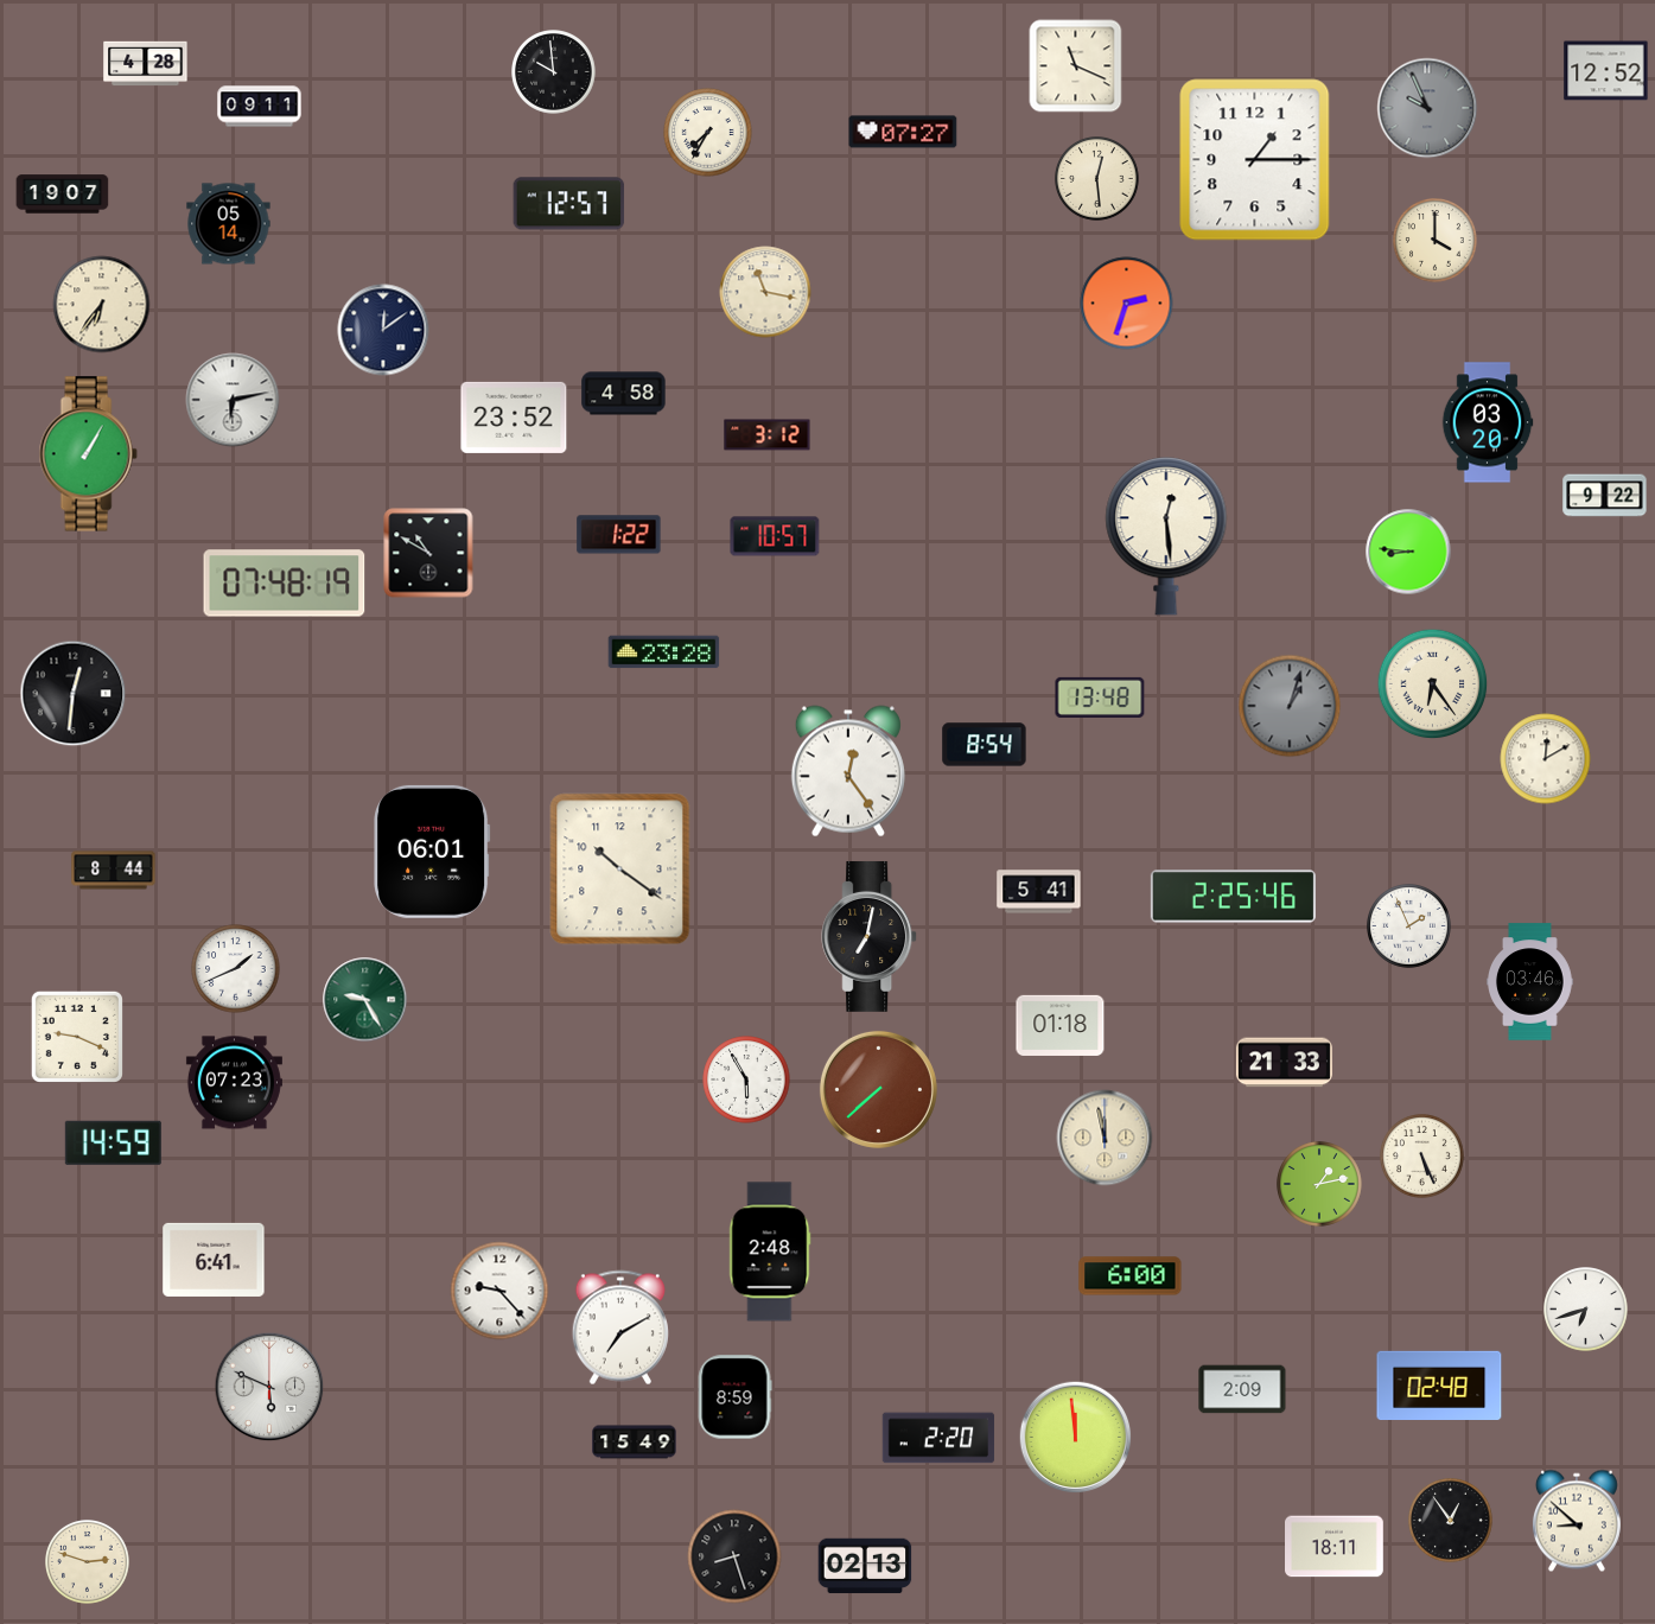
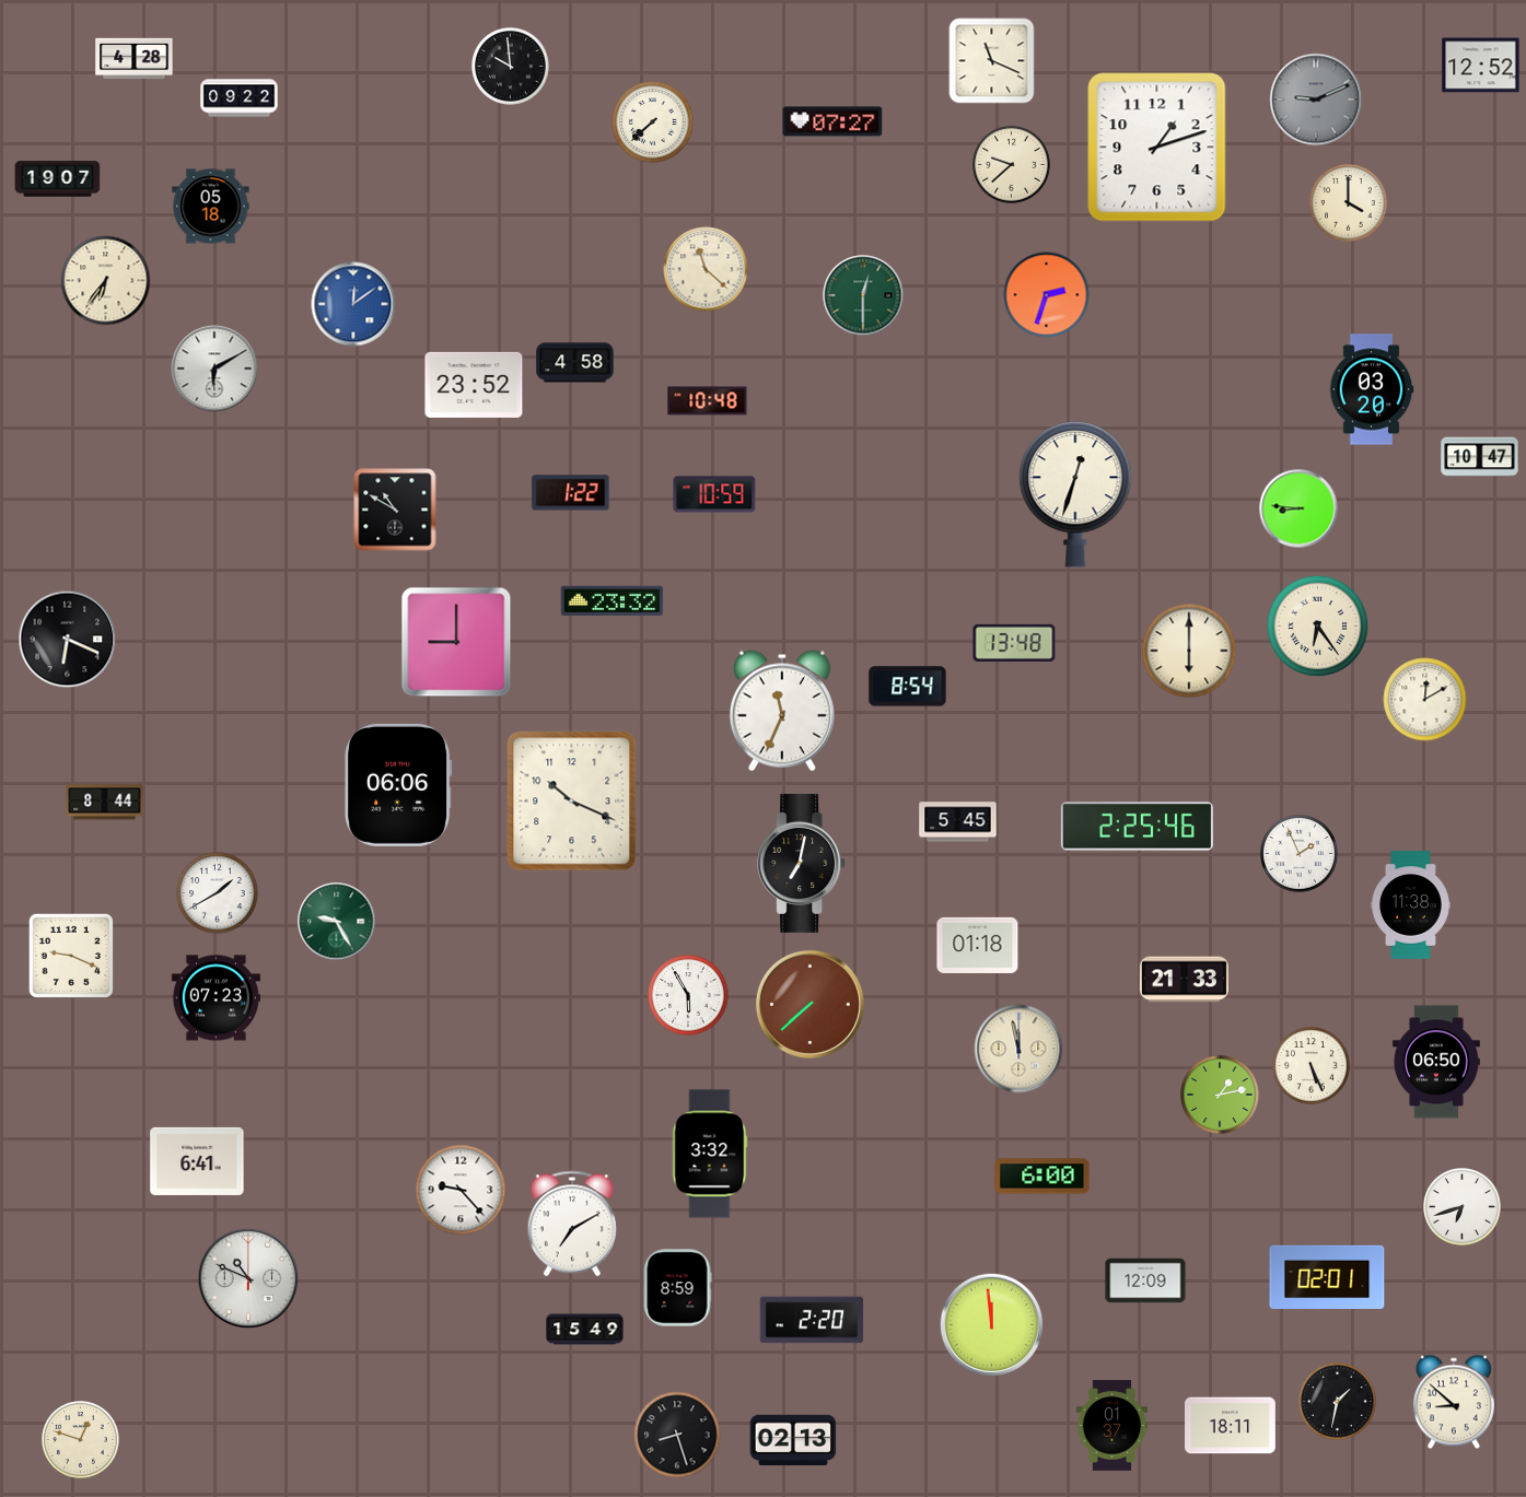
clock at (260, 107): 09:11 -> 09:22
clock at (1427, 108): 9:56 -> 9:11
clock at (708, 133): 7:35 -> 7:38
clock at (1255, 160): 1:15 -> 1:12
clock at (1097, 179): 12:29 -> 9:38
clock at (569, 204): 12:57 -> none
clock at (229, 224): 05:14 -> 05:18
clock at (1436, 241) position: (1436, 241) -> (1349, 203)
clock at (765, 292): 11:17 -> 11:22
clock at (1127, 304) position: (1127, 304) -> (1047, 295)
clock at (102, 305) position: (102, 305) -> (106, 281)
clock at (863, 295): none -> 12:30
clock at (383, 330) dial: navy -> blue
clock at (233, 400): 6:13 -> 6:10
clock at (768, 435): 3:12 -> 10:48
clock at (88, 454): 1:05 -> none
clock at (1605, 496): 9:22 -> 10:47
clock at (775, 536): 10:57 -> 10:59
clock at (1166, 536): 12:29 -> 12:33
clock at (285, 584): 07:48 -> none
clock at (664, 652): 23:28 -> 23:32
clock at (1433, 684) position: (1433, 684) -> (1318, 627)
clock at (74, 694): 12:31 -> 6:19
clock at (456, 642): none -> 9:00
clock at (1290, 706): 1:03 -> 6:00
clock at (1290, 706) dial: grey -> cream
clock at (848, 771): 12:24 -> 11:34
clock at (432, 852): 06:01 -> 06:06
clock at (620, 870): 10:21 -> 10:19
clock at (1039, 892): 5:41 -> 5:45
clock at (236, 969): 1:41 -> 1:40
clock at (1530, 982): 03:46 -> 11:38
clock at (113, 1142): 14:59 -> none
clock at (1436, 1062): none -> 06:50
clock at (1319, 1184) position: (1319, 1184) -> (1220, 1095)
clock at (770, 1252): 2:48 -> 3:32
clock at (1439, 1384): 02:48 -> 02:01
clock at (269, 1387): 5:49 -> 10:49
clock at (1242, 1389): 2:09 -> 12:09
clock at (938, 1438) position: (938, 1438) -> (812, 1320)
clock at (1451, 1521): 12:54 -> 1:32
clock at (1113, 1426): none -> 01:37
clock at (88, 1562): 2:48 -> 12:48
clock at (865, 1566) position: (865, 1566) -> (793, 1440)
